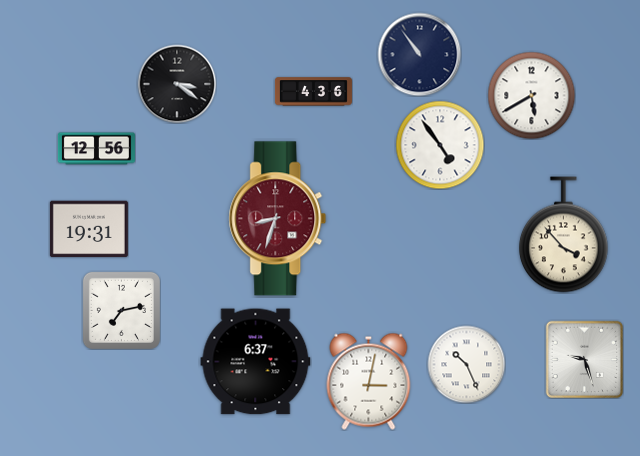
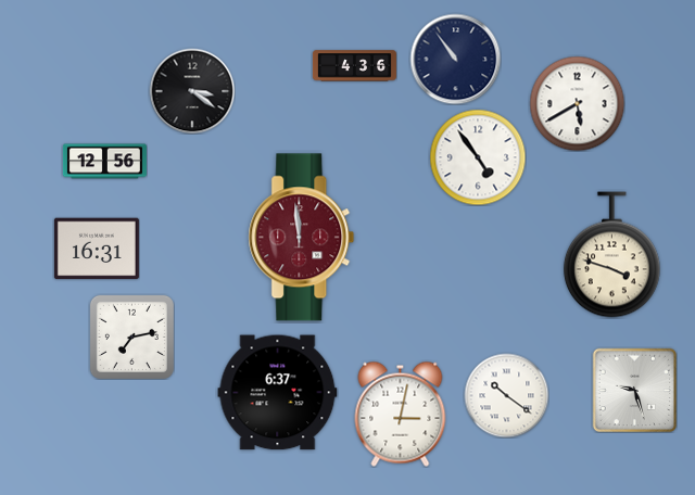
clock at (313, 92) position: (313, 92) -> (354, 66)
clock at (278, 219): 8:33 -> 11:59
clock at (89, 229): 19:31 -> 16:31
clock at (564, 235): 3:53 -> 3:48
clock at (466, 364): 10:26 -> 10:21
